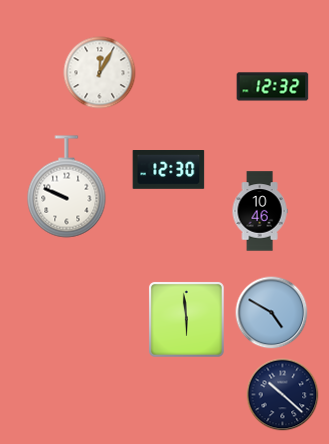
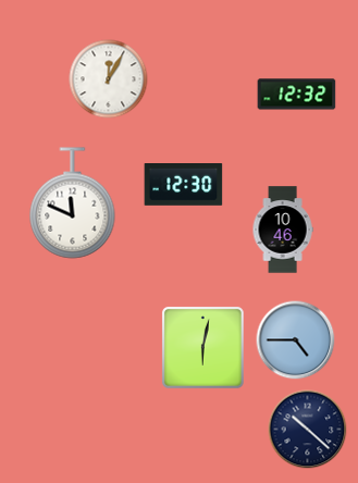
clock at (67, 187): 9:49 -> 11:49
clock at (272, 313): 4:50 -> 4:45
clock at (186, 319): 5:59 -> 6:02
